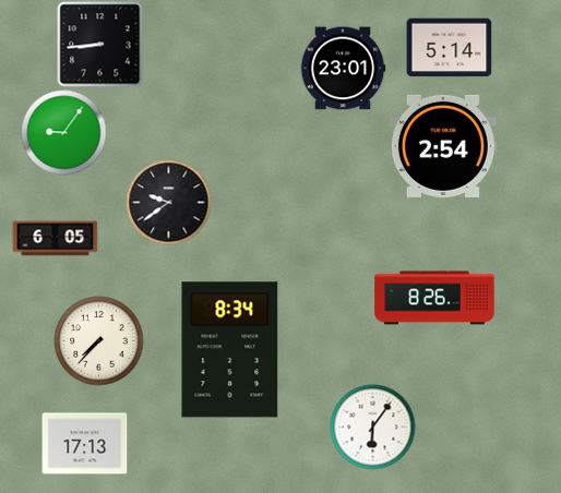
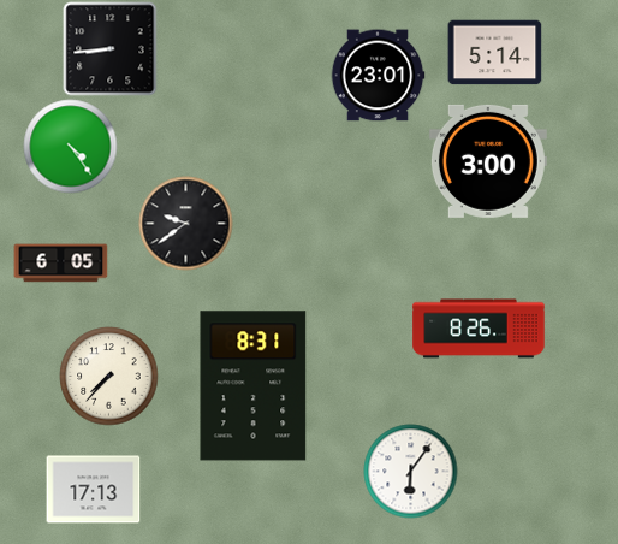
clock at (63, 132): 9:06 -> 4:24
clock at (443, 146): 2:54 -> 3:00
clock at (230, 350): 8:34 -> 8:31
